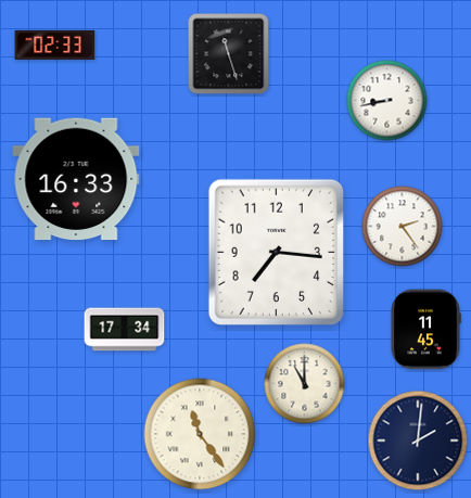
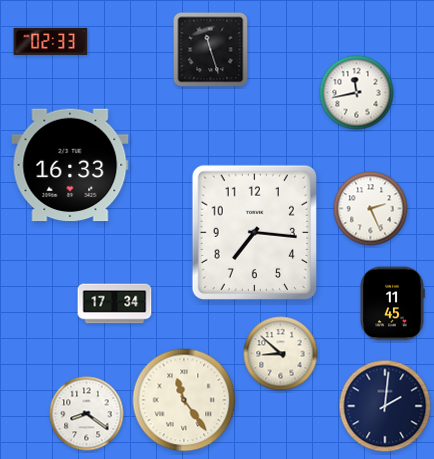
clock at (387, 101): 8:43 -> 11:43
clock at (403, 227): 2:24 -> 2:26
clock at (305, 384): 11:00 -> 8:52
clock at (87, 414): none -> 8:21
